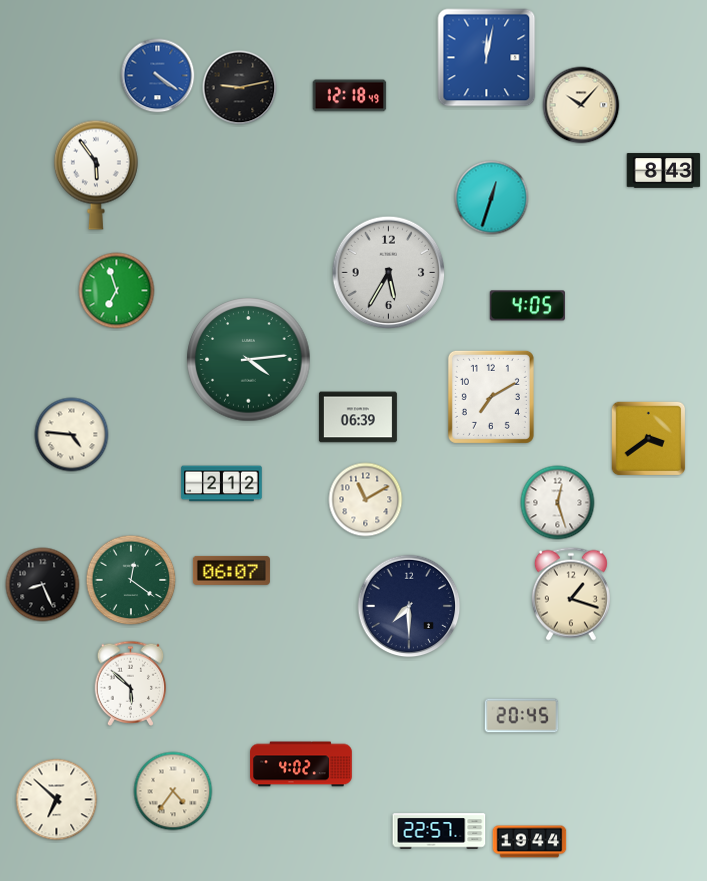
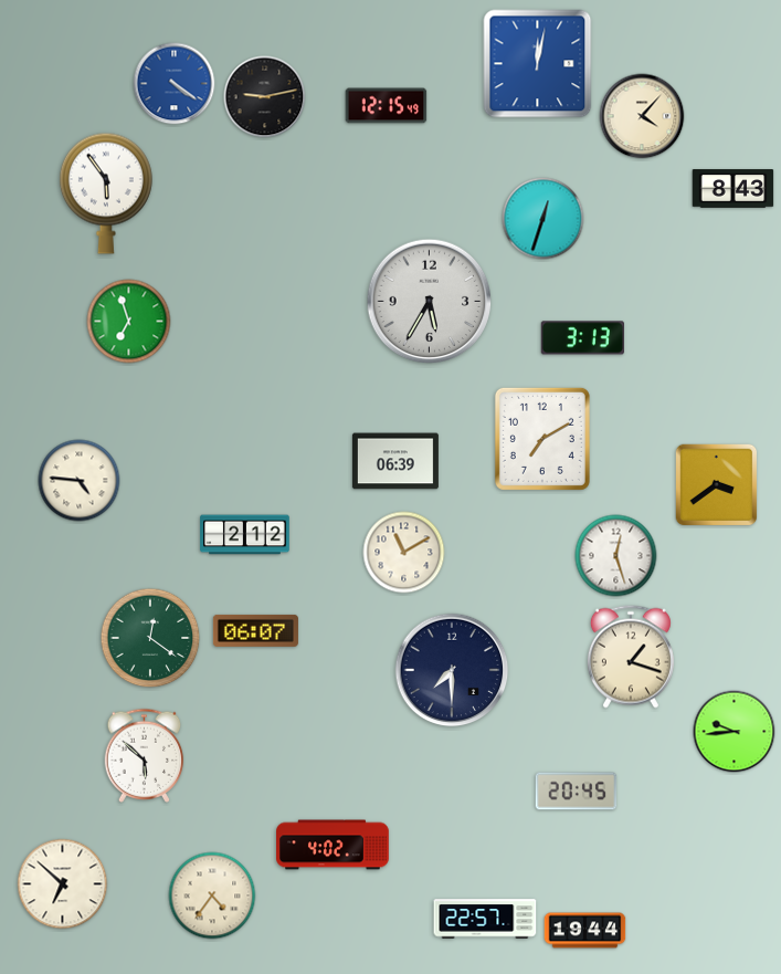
clock at (350, 96): 12:18 -> 12:15
clock at (581, 105): 10:07 -> 4:07
clock at (527, 306): 4:05 -> 3:13
clock at (249, 360): 4:14 -> none
clock at (131, 580) position: (131, 580) -> (150, 638)
clock at (43, 585): 8:26 -> none
clock at (735, 732): none -> 9:44
clock at (173, 791) position: (173, 791) -> (212, 896)
